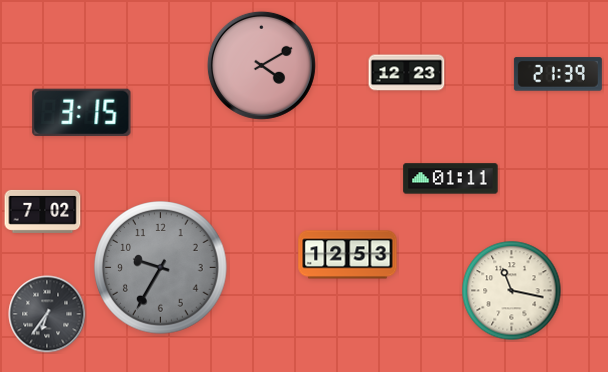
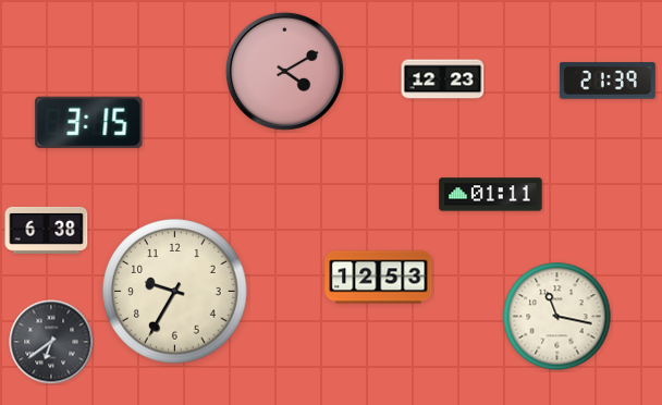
clock at (43, 211): 7:02 -> 6:38
clock at (161, 268) dial: grey -> cream
clock at (47, 314): 6:36 -> 6:39
